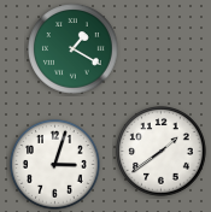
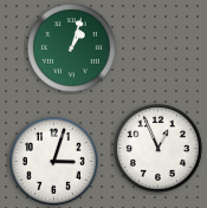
clock at (74, 49): 1:20 -> 1:03
clock at (162, 152): 1:39 -> 12:56
